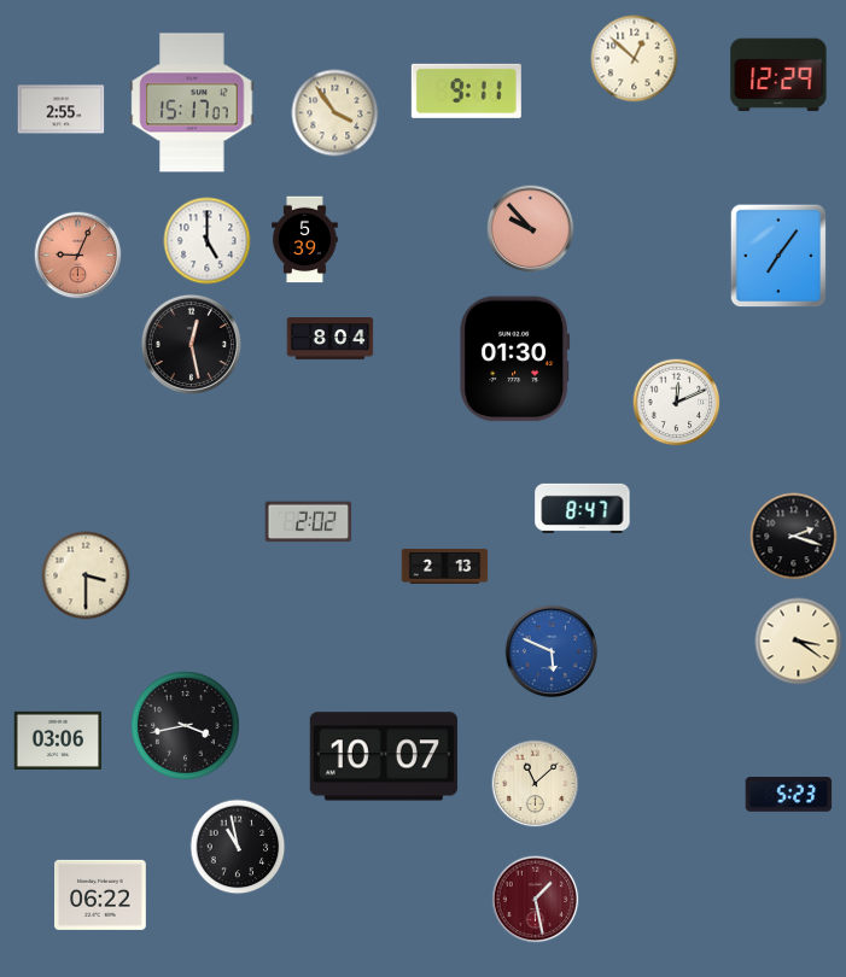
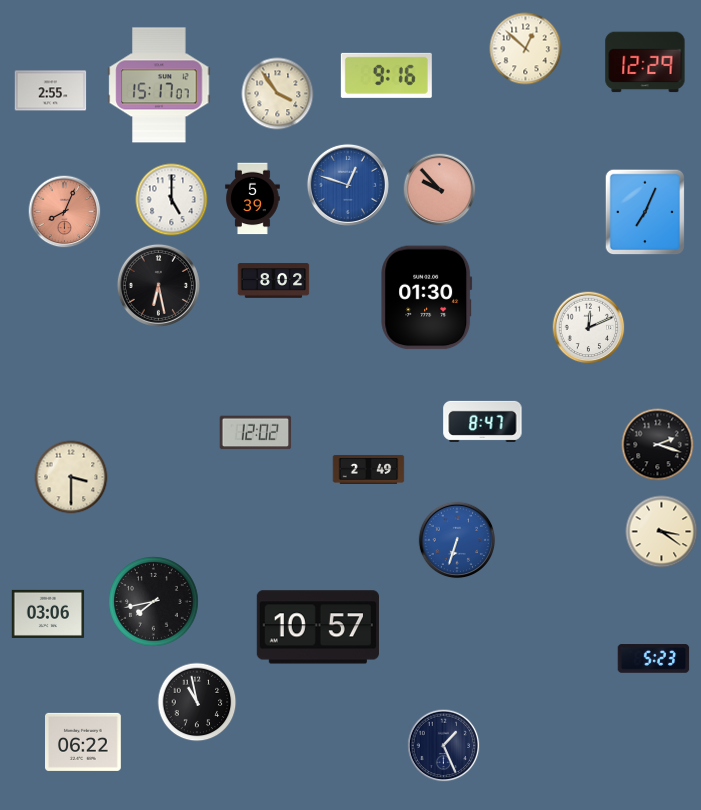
clock at (466, 90): 9:11 -> 9:16
clock at (348, 185): none -> 12:48
clock at (78, 256): 9:04 -> 8:04
clock at (778, 256): 7:06 -> 7:04
clock at (331, 339): 8:04 -> 8:02
clock at (191, 344): 12:28 -> 6:28
clock at (677, 403) position: (677, 403) -> (589, 328)
clock at (309, 522): 2:02 -> 12:02
clock at (445, 566): 2:13 -> 2:49
clock at (552, 651): 5:49 -> 6:33
clock at (186, 726): 3:43 -> 7:43
clock at (384, 756): 10:07 -> 10:57
clock at (536, 784): 11:08 -> none
clock at (536, 900): 1:28 -> 1:26
clock at (536, 900) dial: burgundy -> navy
